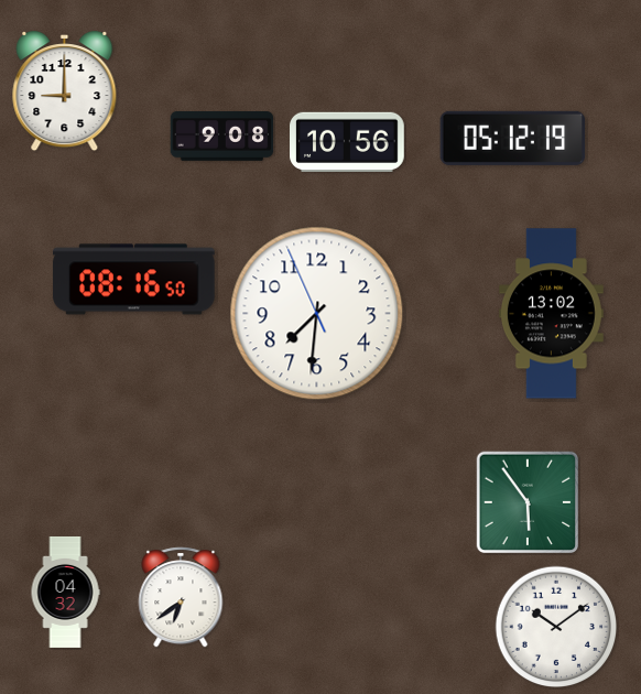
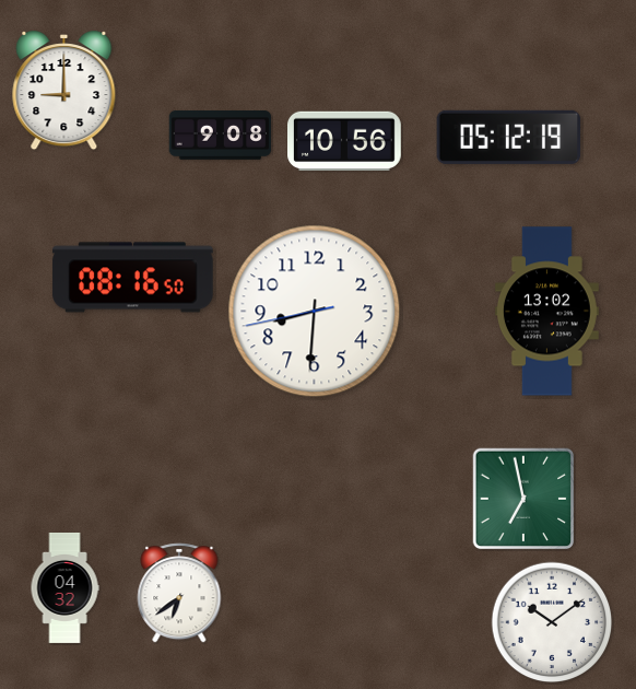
clock at (317, 314): 7:30 -> 8:30
clock at (528, 502): 5:54 -> 6:58
